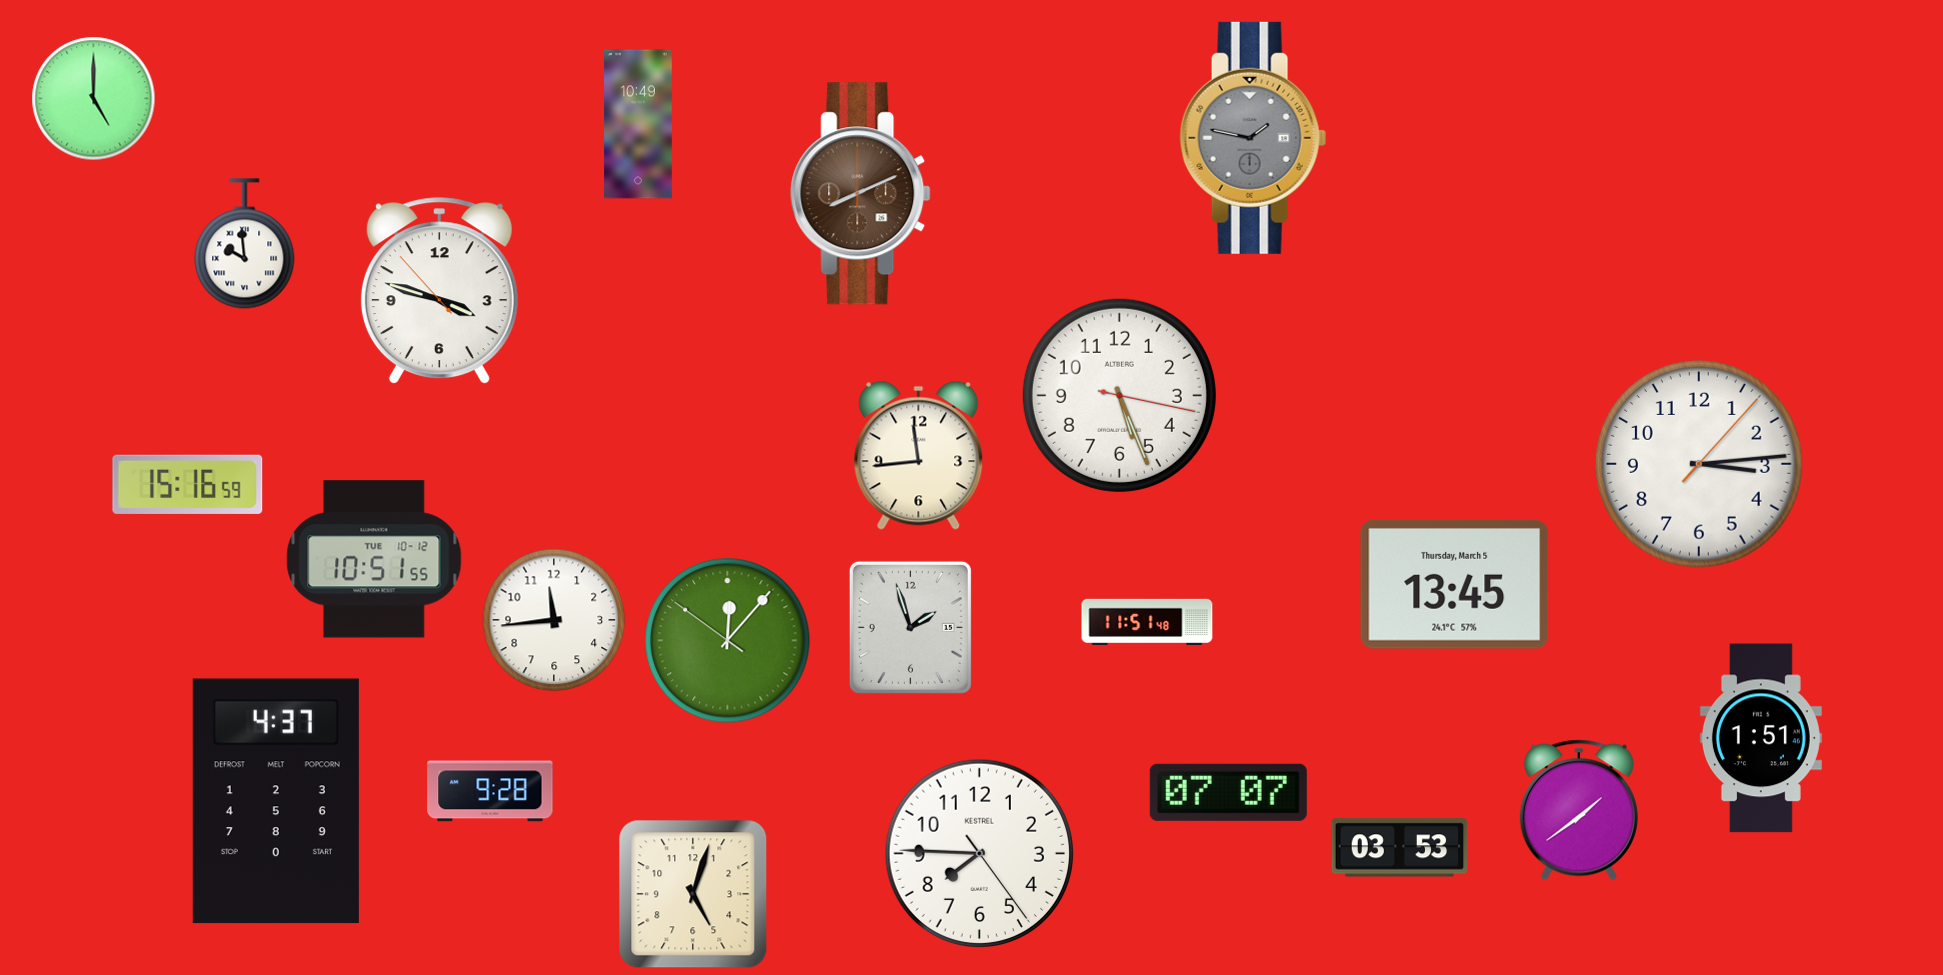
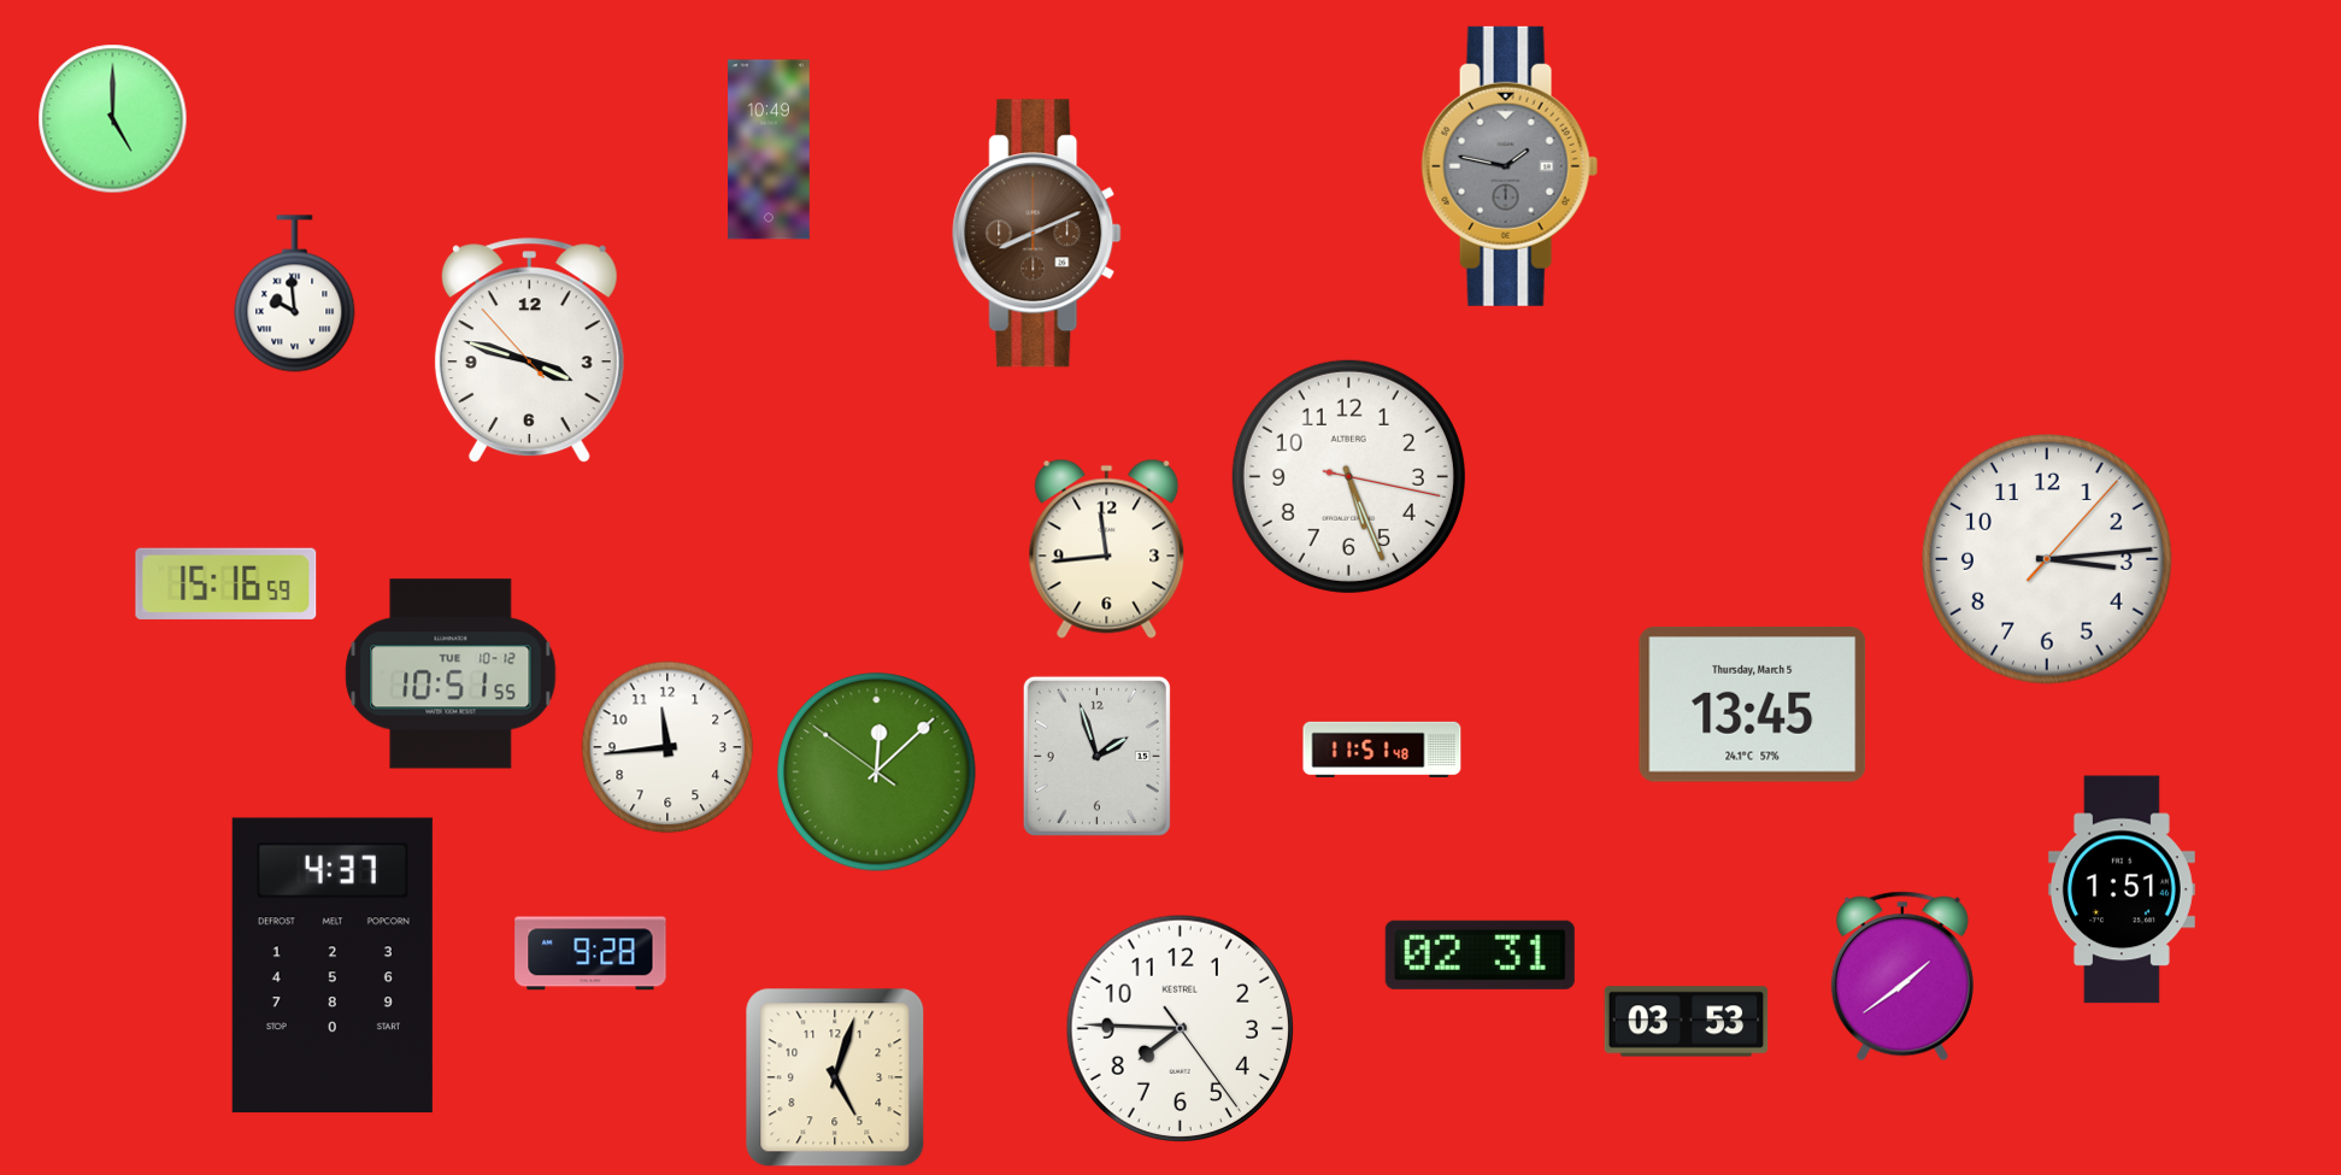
clock at (728, 641): 12:06 -> 12:07
clock at (1228, 792): 07:07 -> 02:31
